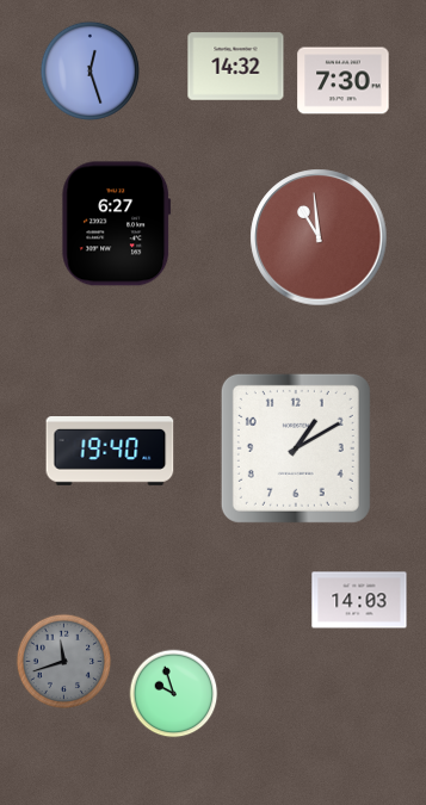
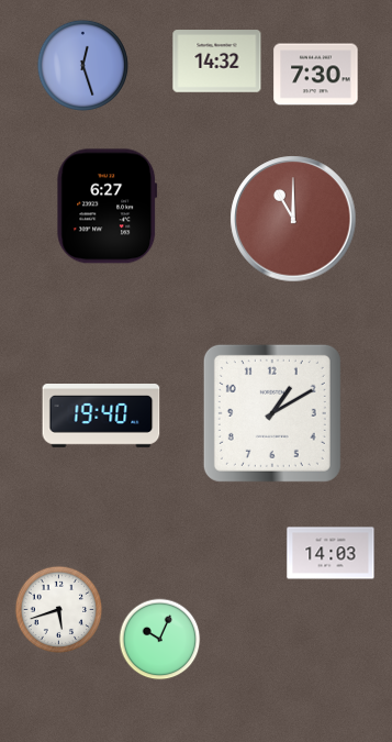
clock at (319, 237): 10:59 -> 11:00
clock at (64, 662): 11:42 -> 5:42
clock at (64, 662) dial: grey -> white
clock at (174, 694): 9:57 -> 10:04
